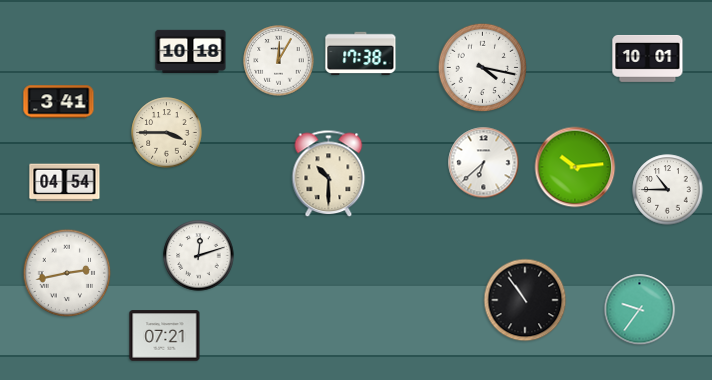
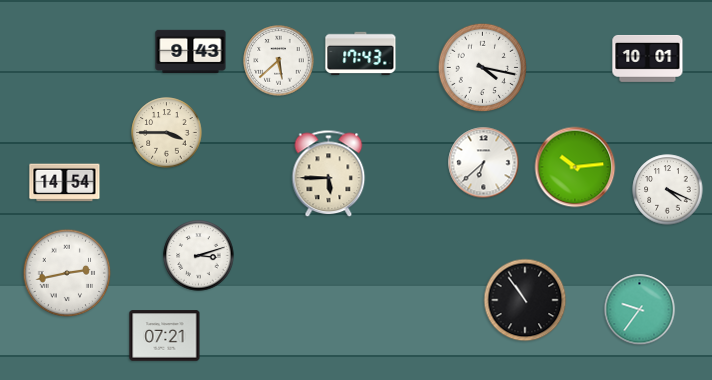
clock at (191, 51): 10:18 -> 9:43
clock at (361, 53): 17:38 -> 17:43
clock at (279, 61): 12:05 -> 5:38
clock at (59, 102): 3:41 -> none
clock at (329, 174): 10:30 -> 5:45
clock at (65, 183): 04:54 -> 14:54
clock at (668, 190): 10:45 -> 4:19
clock at (199, 256): 12:12 -> 3:12
